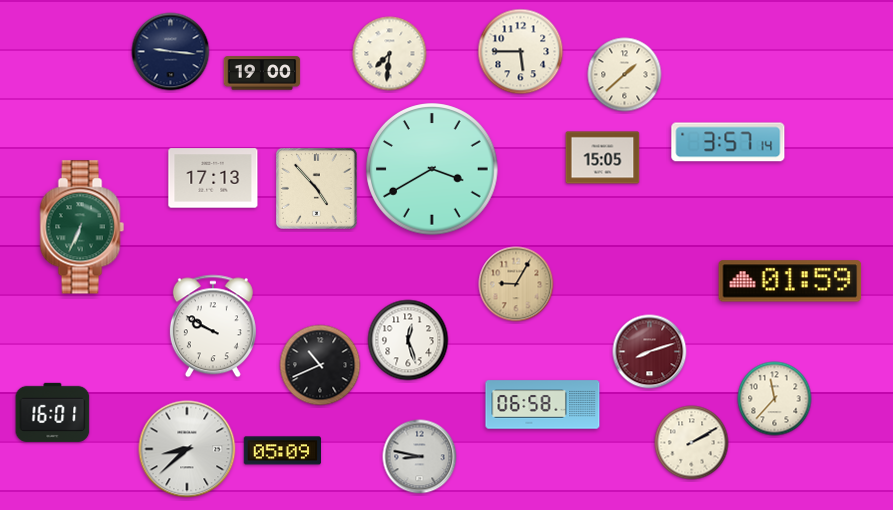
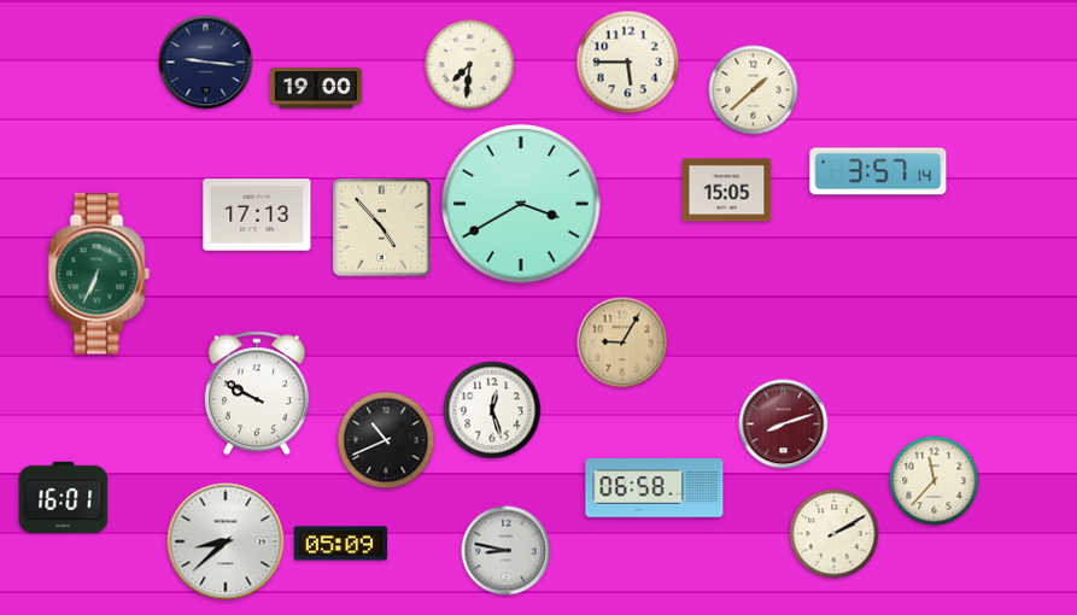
clock at (790, 281): 01:59 -> none
